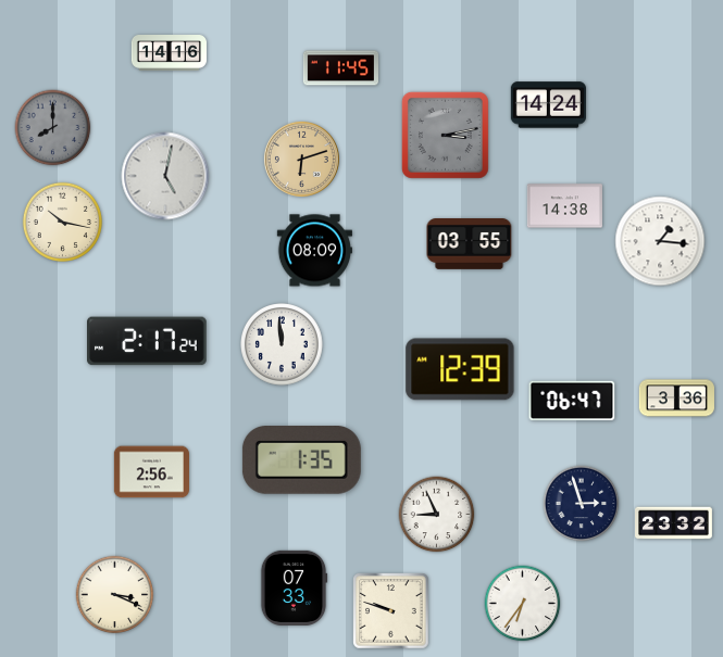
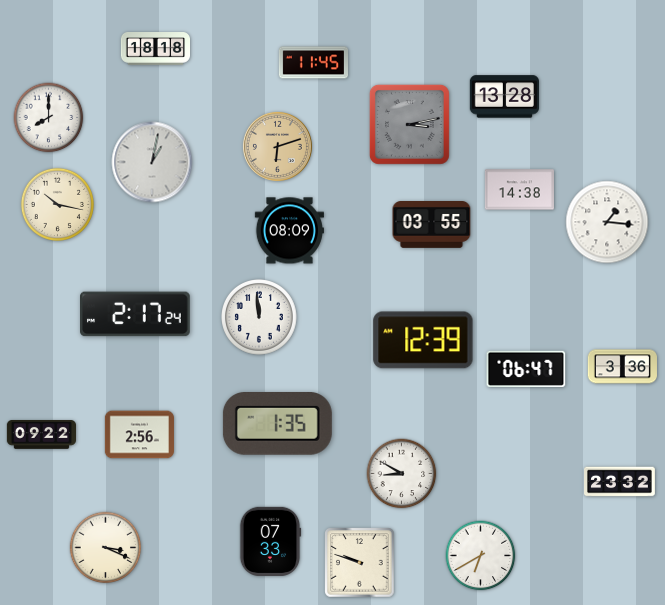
clock at (169, 53): 14:16 -> 18:18
clock at (548, 105): 14:24 -> 13:28
clock at (53, 128) dial: grey -> white
clock at (165, 176): 5:02 -> 1:02
clock at (41, 435): none -> 09:22
clock at (582, 504): 2:57 -> none
clock at (437, 515): 8:56 -> 8:50
clock at (523, 604): 6:36 -> 6:40
